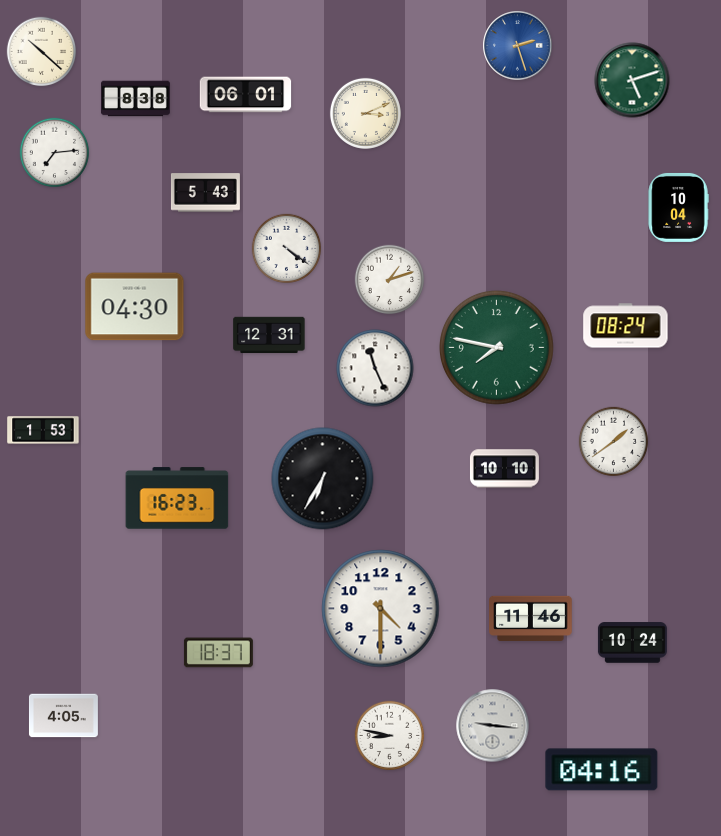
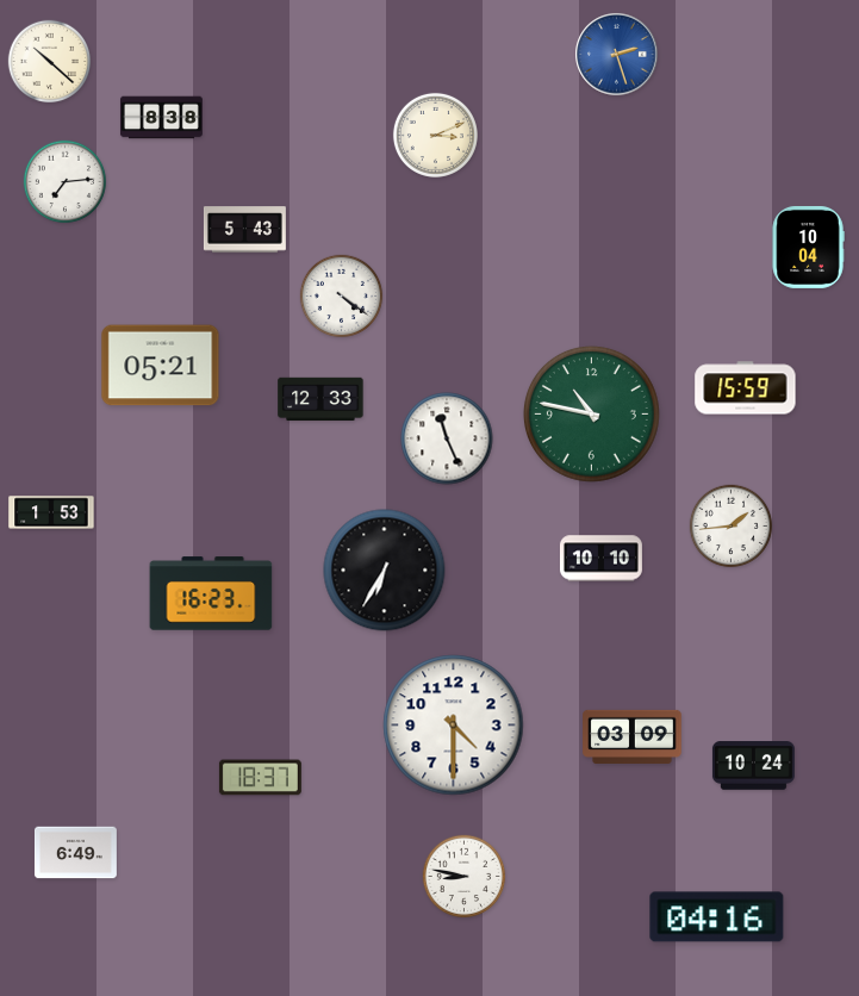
clock at (632, 80): 5:12 -> none
clock at (246, 95): 06:01 -> none
clock at (390, 280): 1:12 -> none
clock at (135, 307): 04:30 -> 05:21
clock at (626, 326): 08:24 -> 15:59
clock at (269, 335): 12:31 -> 12:33
clock at (496, 347): 7:47 -> 10:47
clock at (614, 442): 1:39 -> 1:44
clock at (531, 618): 11:46 -> 03:09
clock at (63, 716): 4:05 -> 6:49
clock at (493, 726): 9:16 -> none
